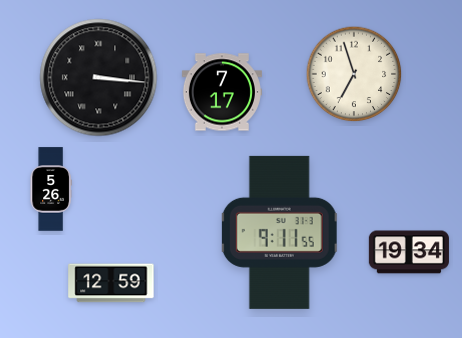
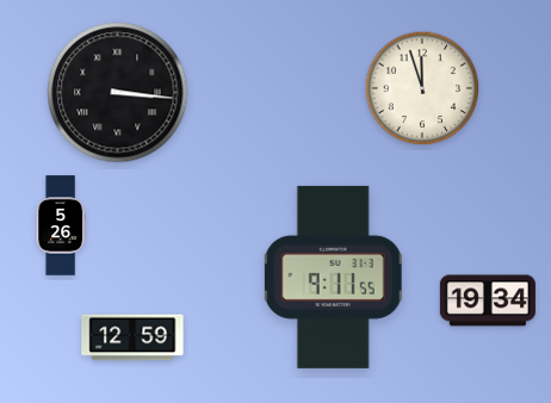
clock at (354, 74): 6:57 -> 11:57
clock at (222, 92): 7:17 -> none
